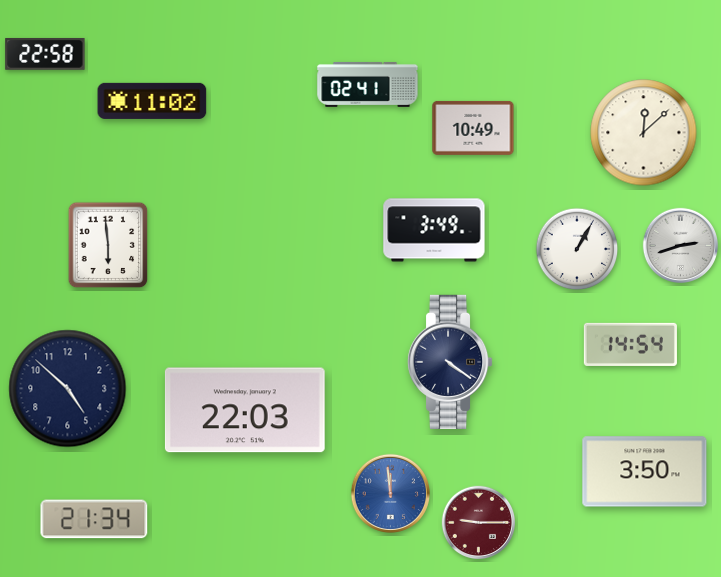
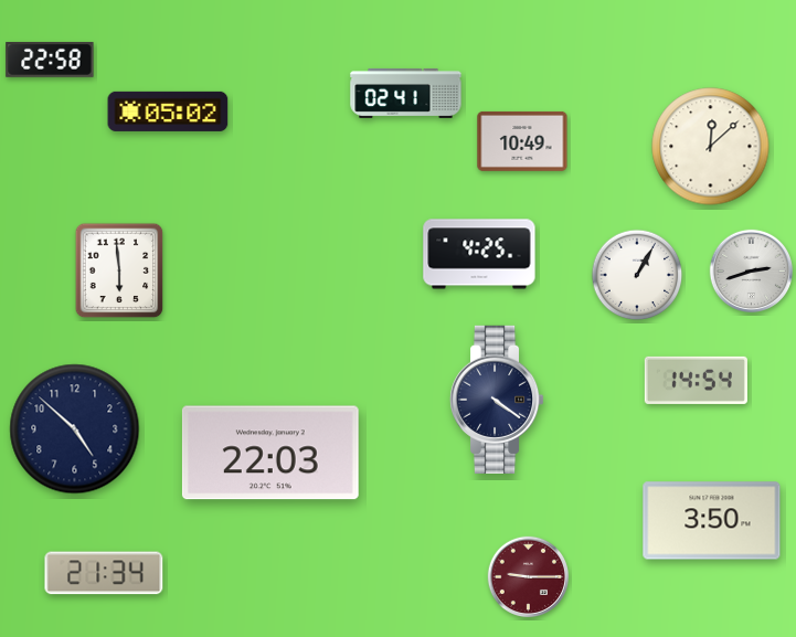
clock at (152, 101): 11:02 -> 05:02
clock at (434, 230): 3:49 -> 4:25
clock at (390, 493): 11:59 -> none
